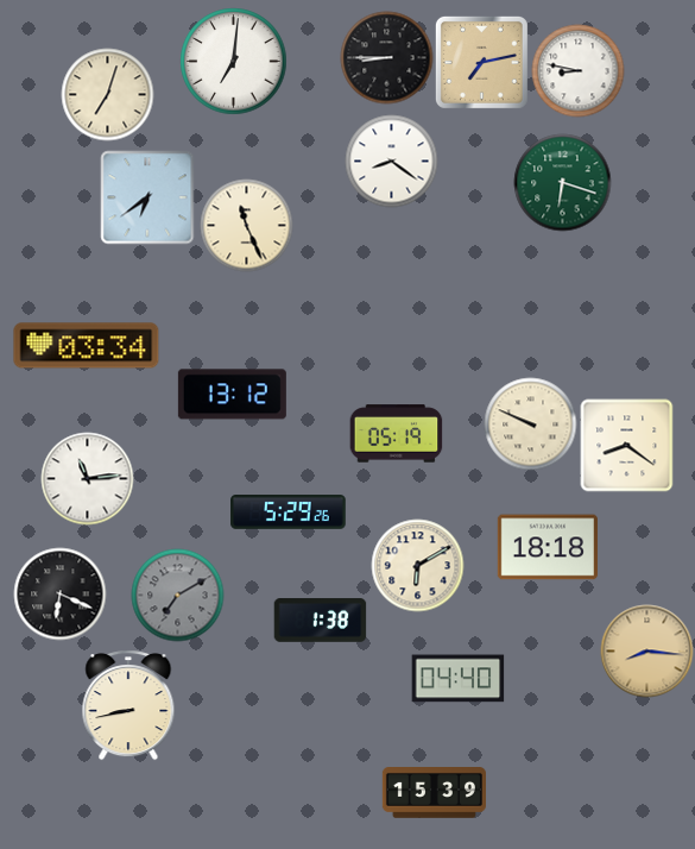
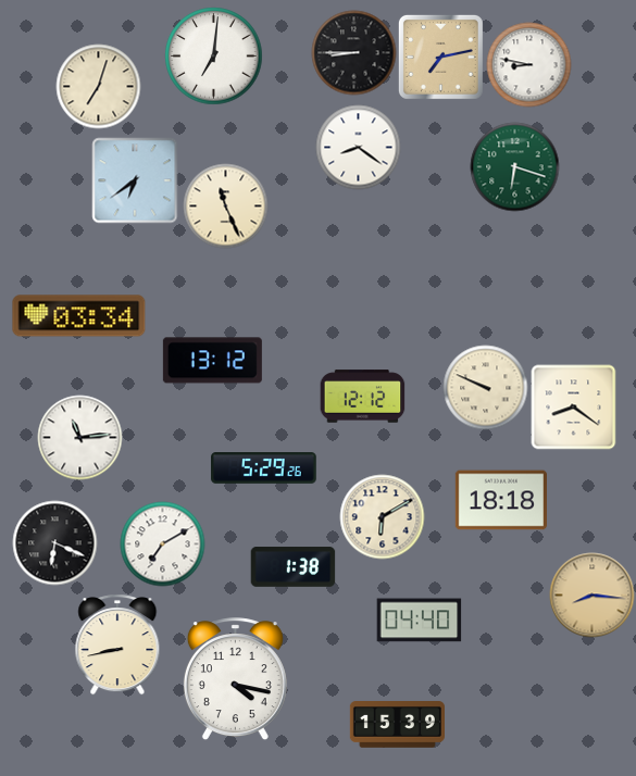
clock at (396, 434): 05:19 -> 12:12
clock at (177, 595) dial: grey -> white
clock at (235, 679): none -> 4:17
